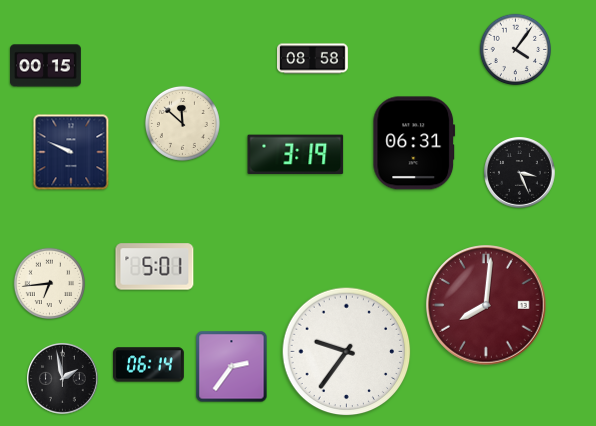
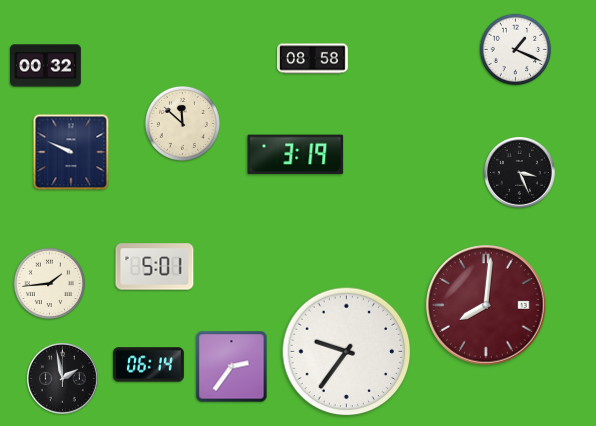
clock at (516, 50): 4:06 -> 1:19
clock at (46, 66): 00:15 -> 00:32
clock at (414, 143): 06:31 -> none
clock at (50, 284): 6:44 -> 1:44
